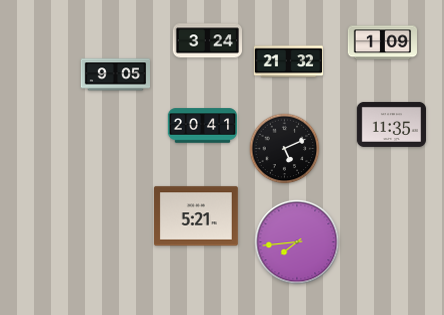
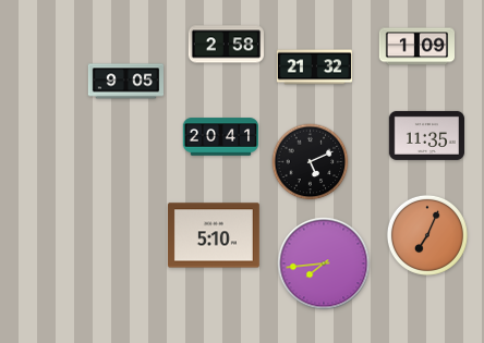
clock at (207, 41): 3:24 -> 2:58
clock at (196, 216): 5:21 -> 5:10
clock at (427, 235): none -> 7:04
